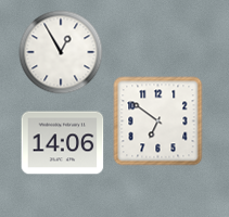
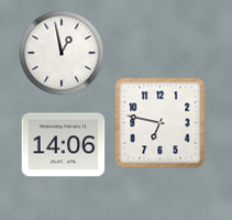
clock at (61, 52): 12:55 -> 12:58
clock at (158, 122): 6:51 -> 6:47
